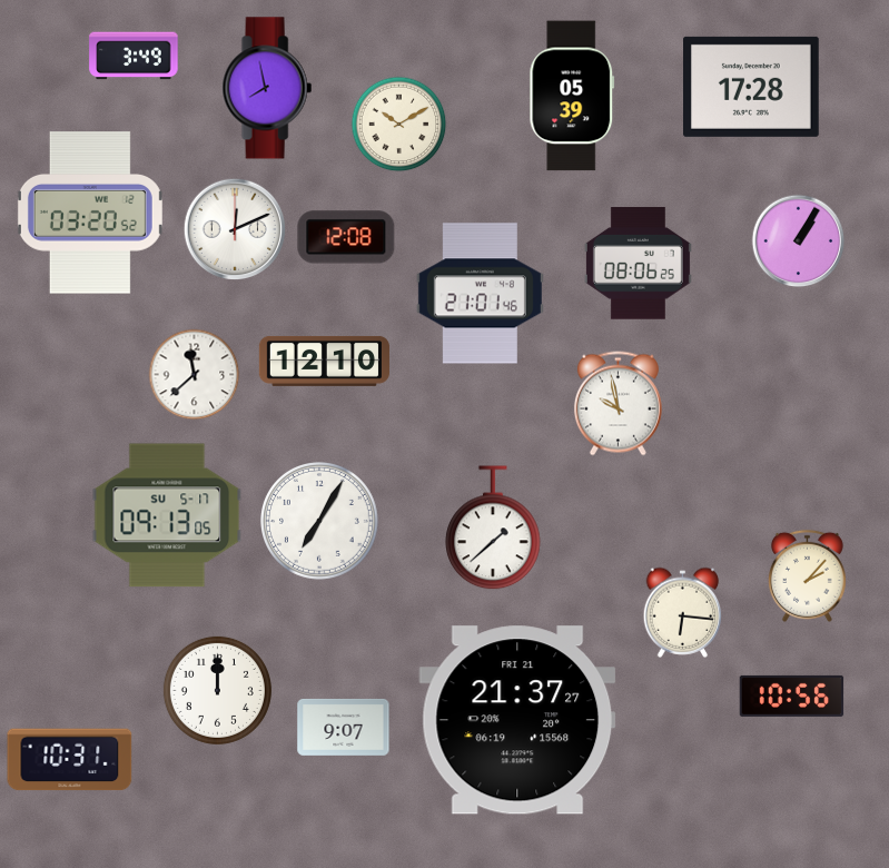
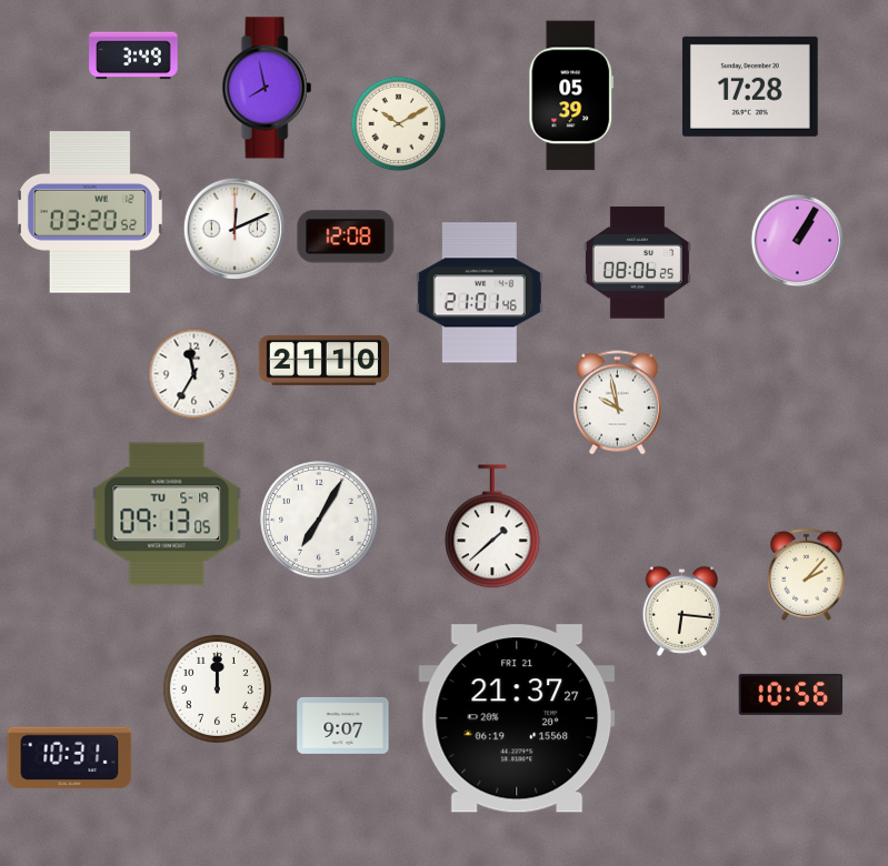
clock at (324, 361): 12:10 -> 21:10
clock at (195, 375): 11:38 -> 11:35
clock at (167, 515) date: SU 5-17 -> TU 5-19
